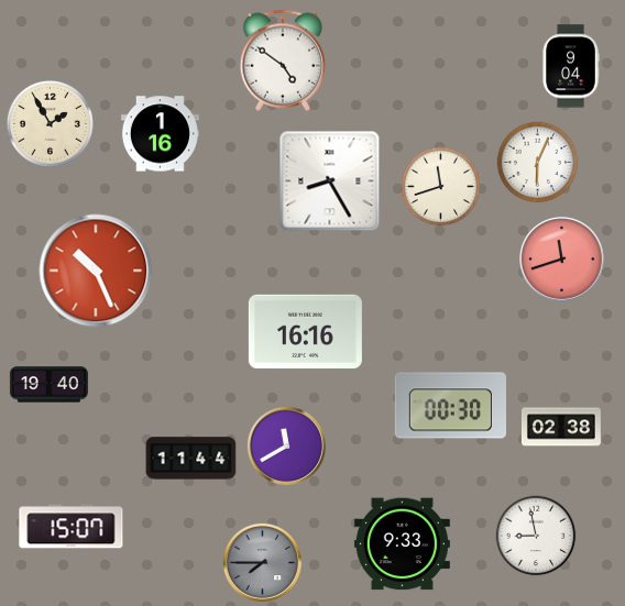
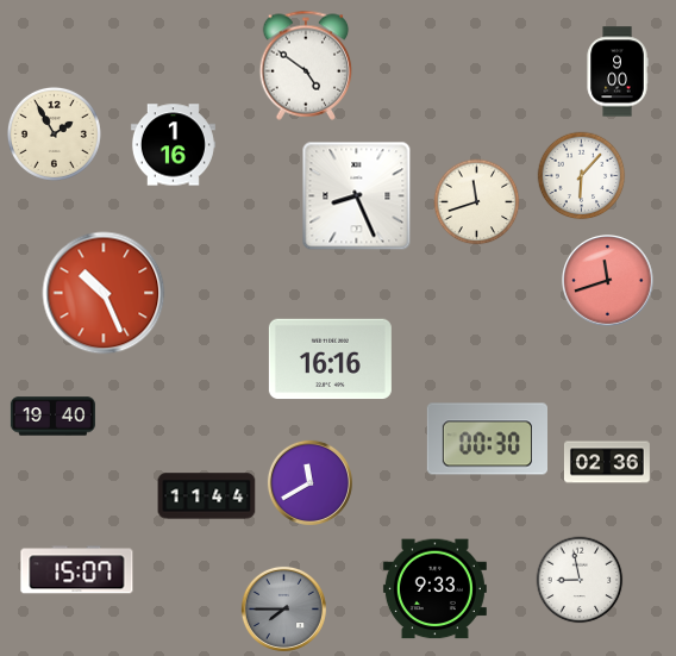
clock at (571, 66): 9:04 -> 9:00
clock at (538, 163): 6:04 -> 6:07
clock at (330, 181): 8:25 -> 8:26
clock at (561, 427): 02:38 -> 02:36
